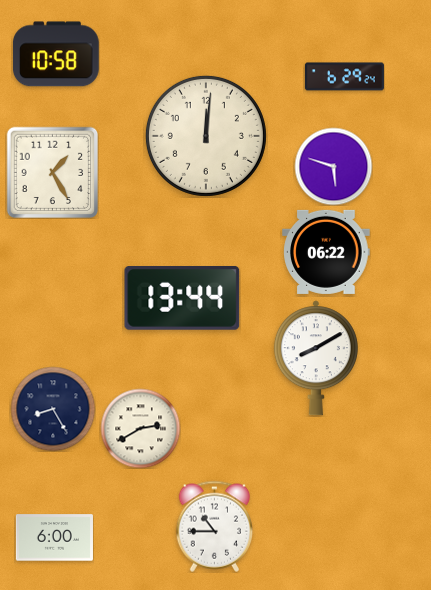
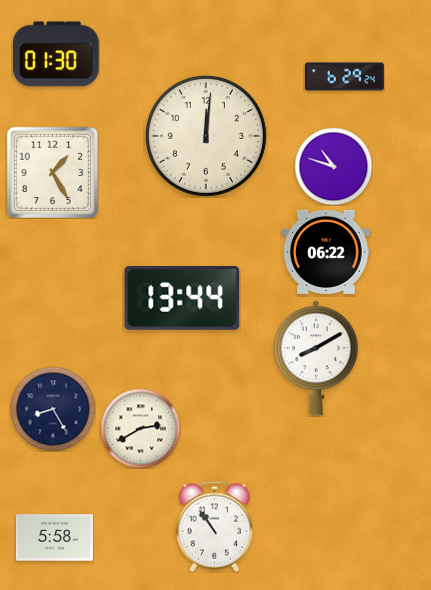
clock at (56, 54): 10:58 -> 01:30
clock at (333, 166): 5:48 -> 10:48
clock at (215, 526): 10:45 -> 10:54
clock at (54, 538): 6:00 -> 5:58
